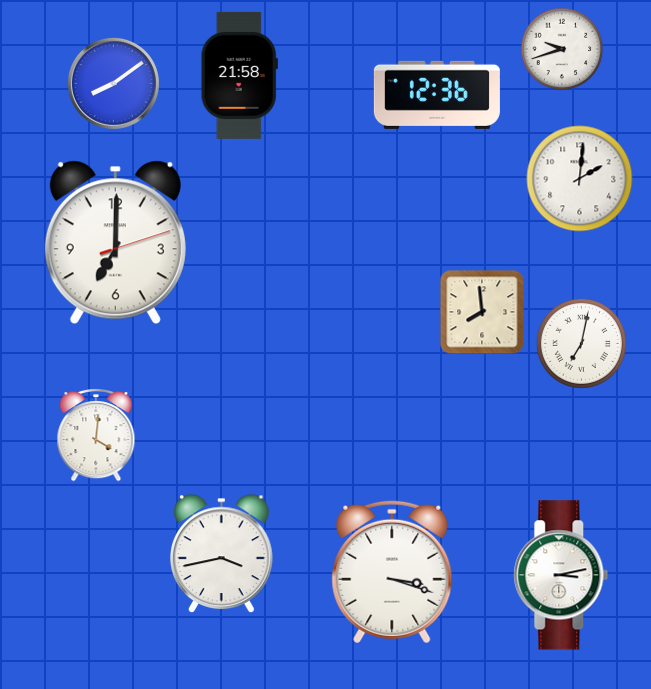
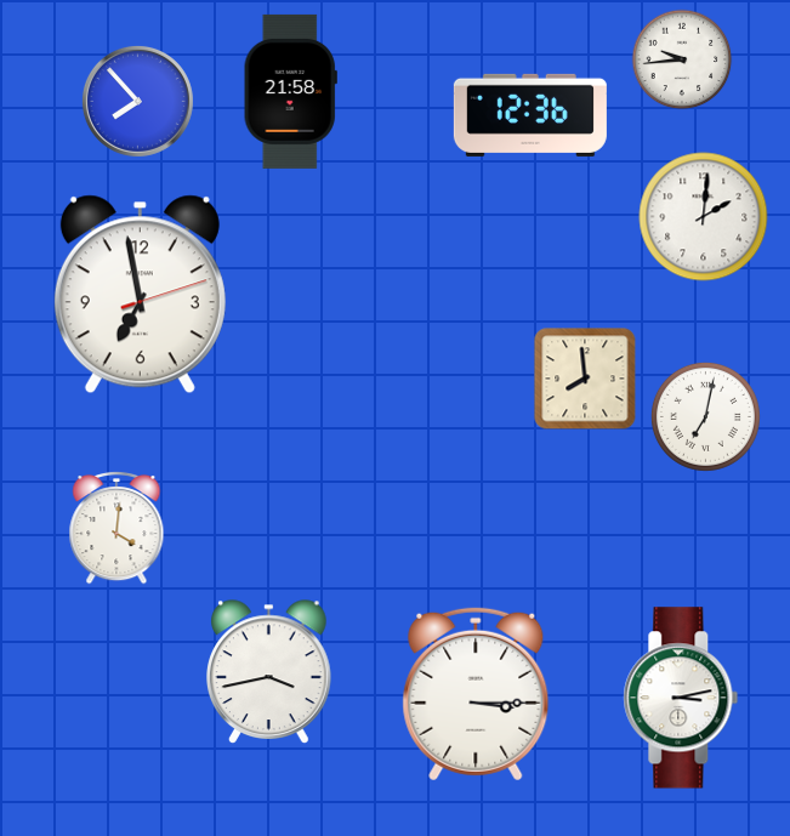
clock at (562, 49): 9:42 -> 9:44
clock at (113, 83): 8:09 -> 7:53
clock at (115, 243): 7:00 -> 6:58
clock at (392, 572): 3:18 -> 3:15
